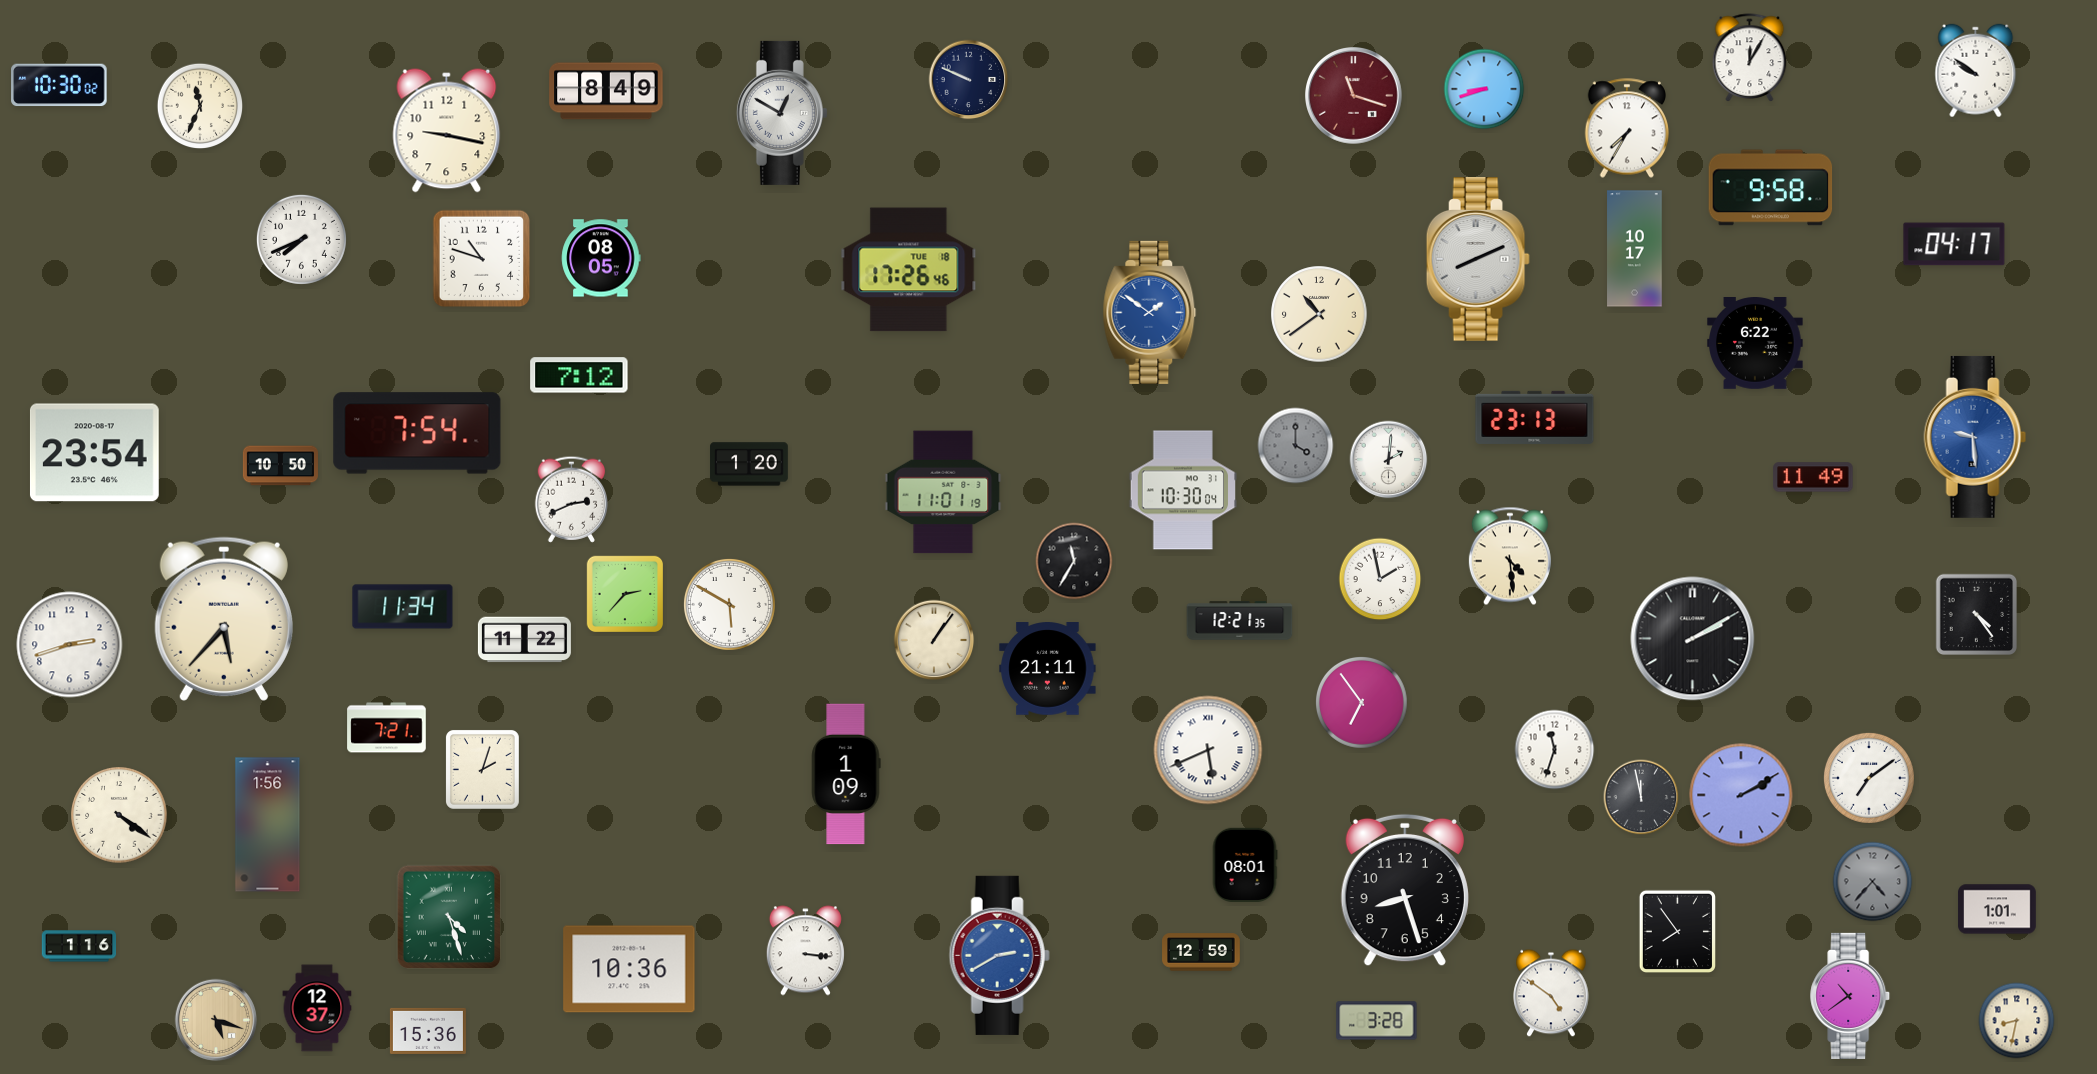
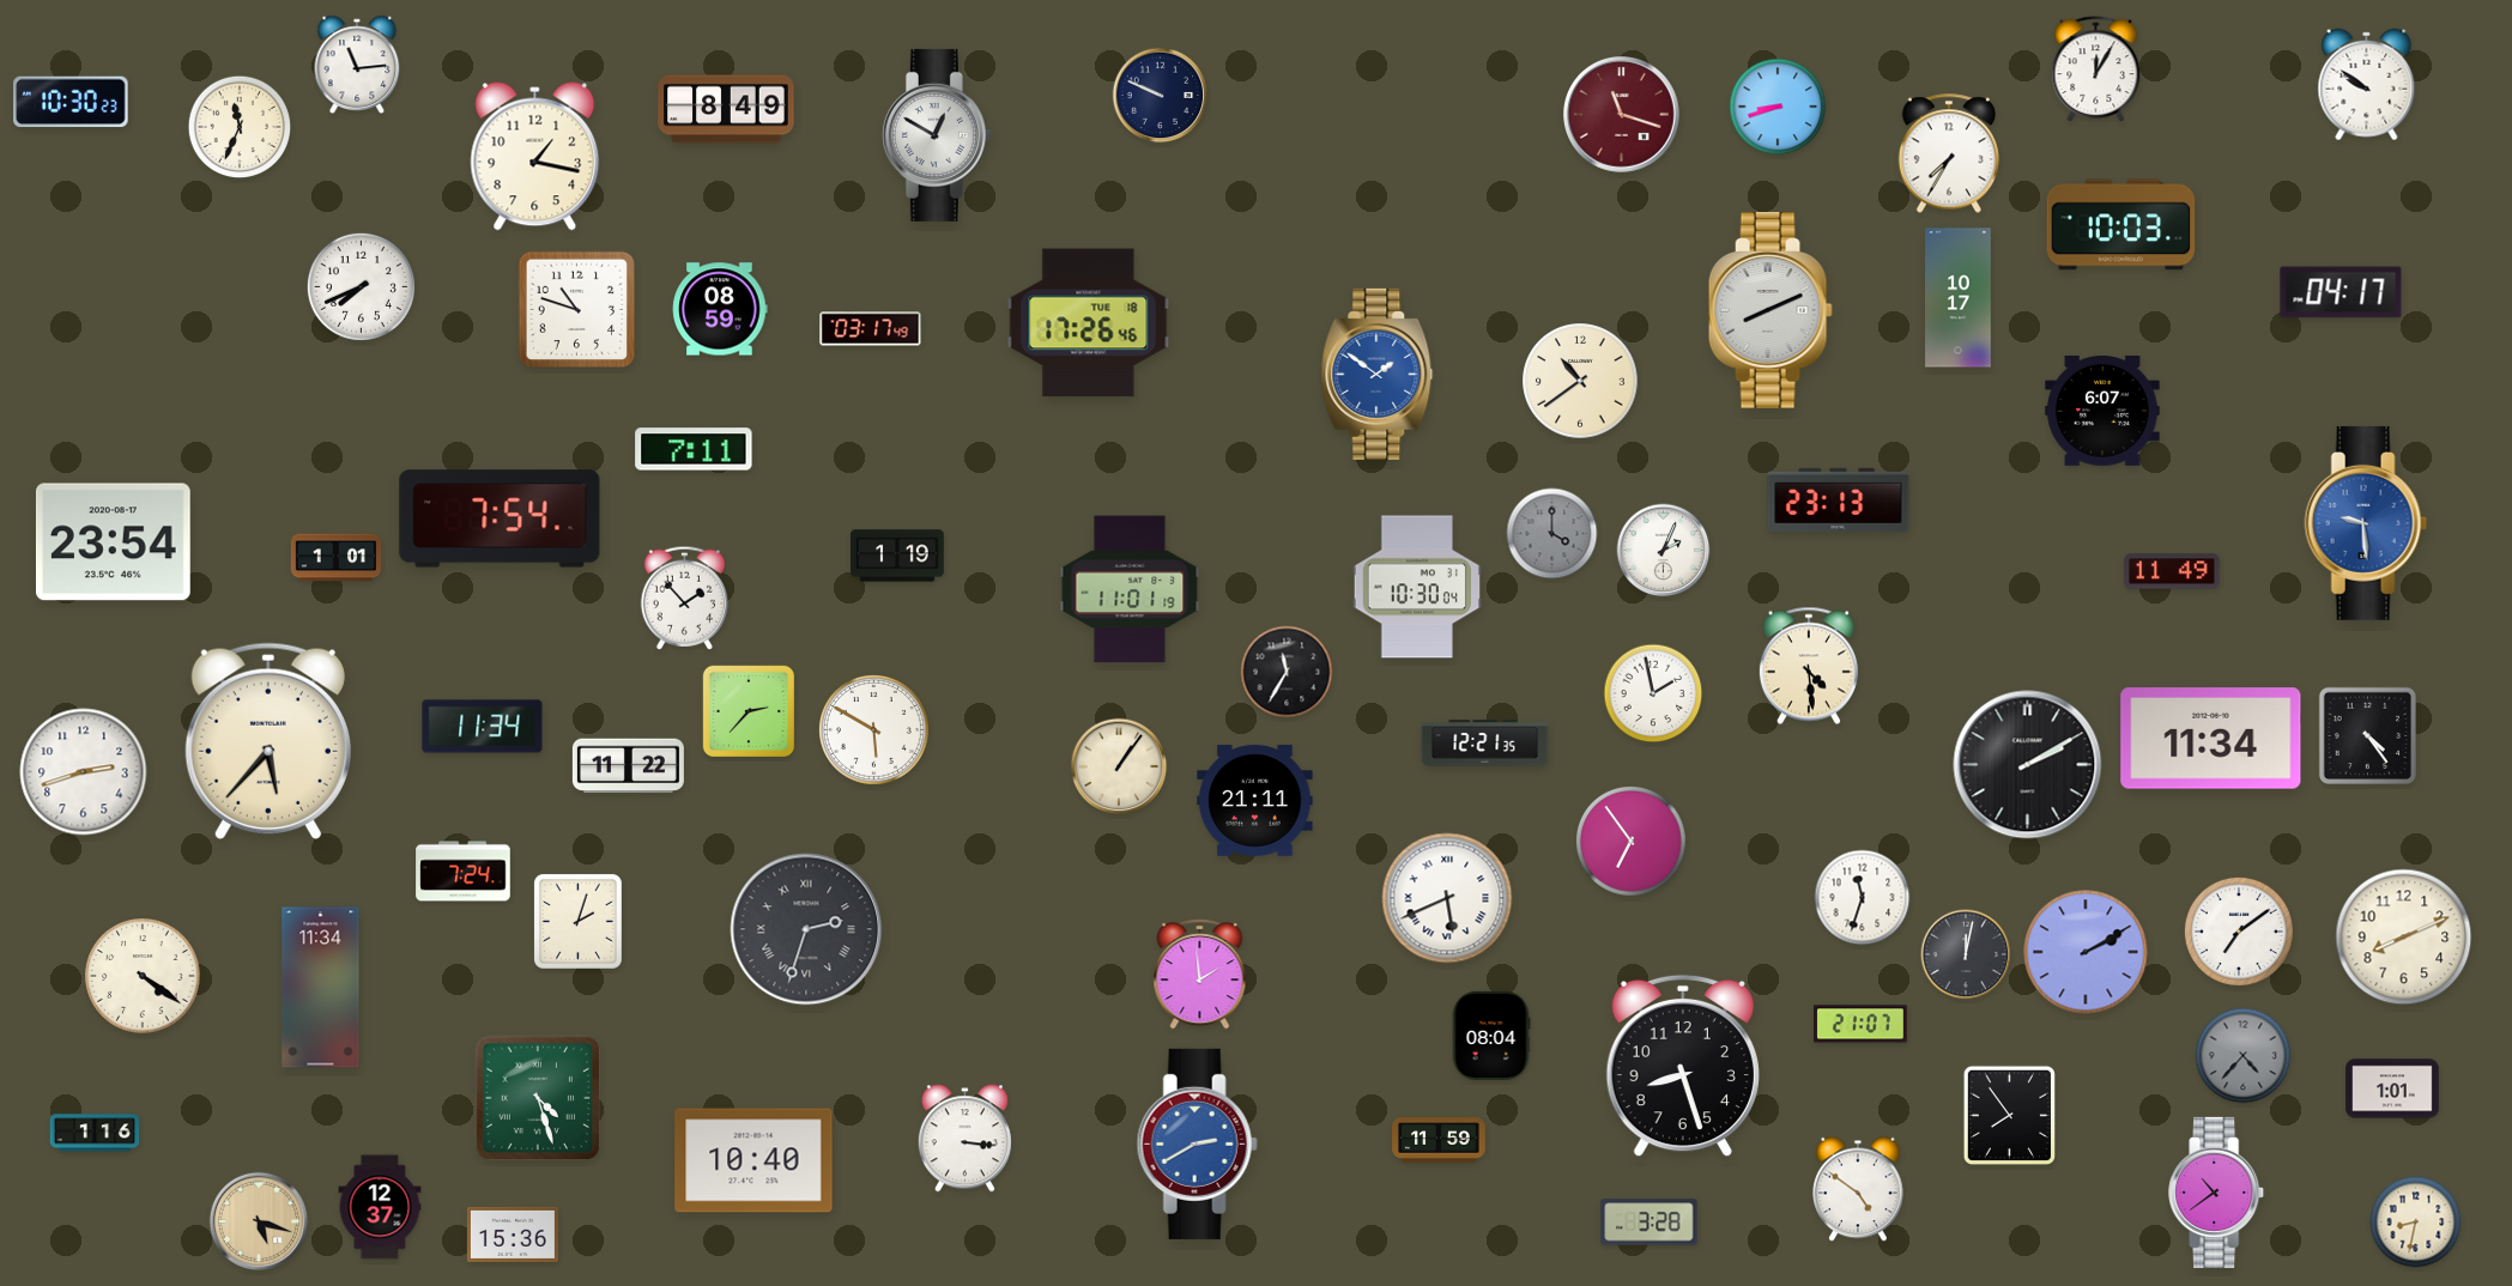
clock at (357, 65): none -> 11:14
clock at (59, 85): 10:30:02 -> 10:30:23
clock at (447, 131): 9:17 -> 1:17
clock at (1771, 188): 9:58 -> 10:03
clock at (601, 258): 08:05 -> 08:59
clock at (871, 329): none -> 03:17
clock at (1319, 314) position: (1319, 314) -> (1580, 381)
clock at (1755, 344): 6:22 -> 6:07
clock at (579, 375): 7:12 -> 7:11
clock at (1389, 460): 2:01 -> 2:04
clock at (749, 464): 1:20 -> 1:19
clock at (280, 466): 10:50 -> 1:01
clock at (571, 499): 2:41 -> 1:53
clock at (729, 604) position: (729, 604) -> (873, 729)
clock at (2211, 739): none -> 11:34
clock at (387, 728): 7:21 -> 7:24
clock at (846, 774): 1:09 -> none
clock at (806, 929): none -> 2:33
clock at (2404, 938): none -> 8:11
clock at (1641, 797): 11:58 -> 12:02
clock at (1200, 975): none -> 1:59
clock at (268, 825): 1:56 -> 11:34
clock at (1860, 1024): none -> 21:07
clock at (1245, 865): 08:01 -> 08:04
clock at (1201, 952): 12:59 -> 11:59
clock at (629, 969): 10:36 -> 10:40
